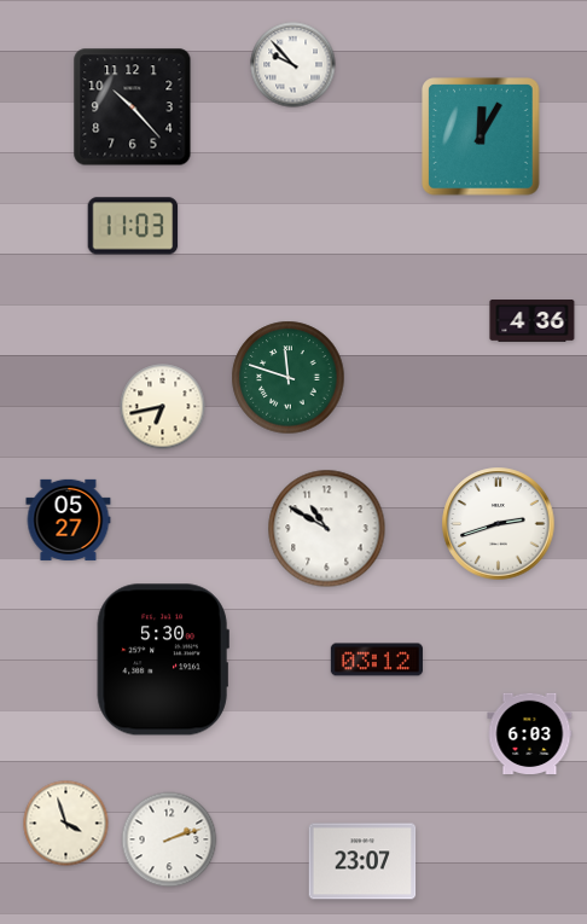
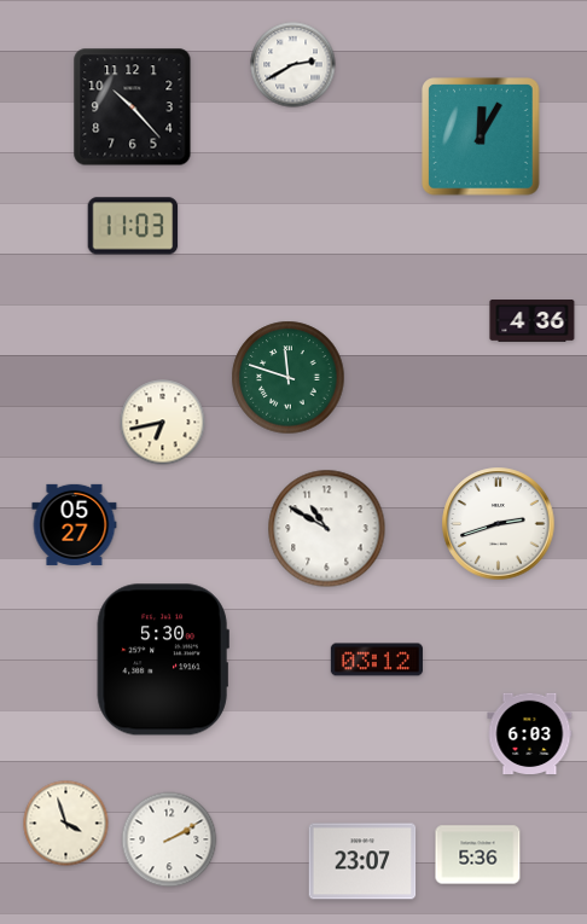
clock at (293, 65): 9:53 -> 2:40
clock at (163, 407) position: (163, 407) -> (163, 423)
clock at (69, 519) position: (69, 519) -> (75, 524)
clock at (169, 839): 2:12 -> 2:10
clock at (478, 855): none -> 5:36
